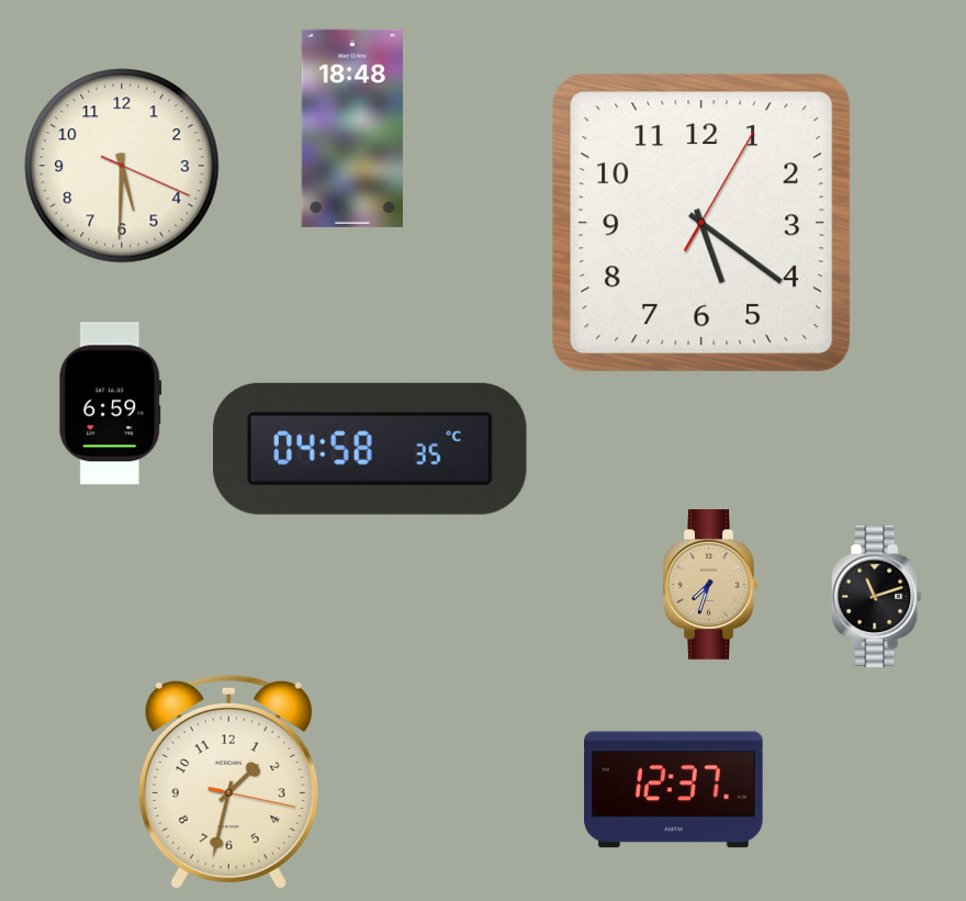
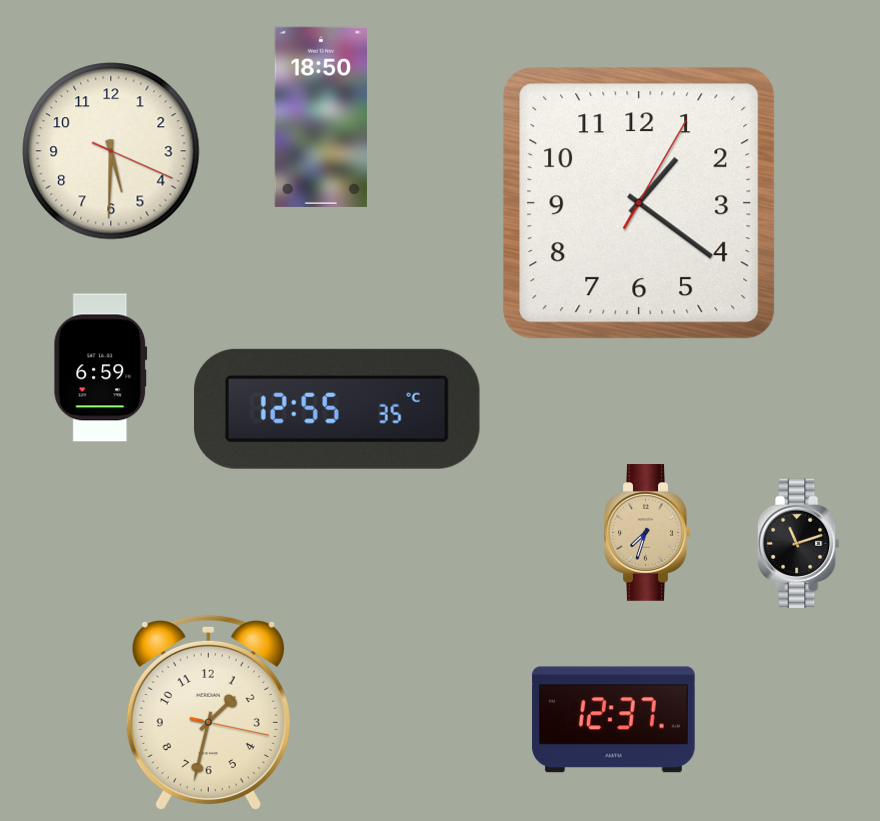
clock at (352, 128): 18:48 -> 18:50
clock at (701, 223): 5:21 -> 1:21
clock at (370, 449): 04:58 -> 12:55
